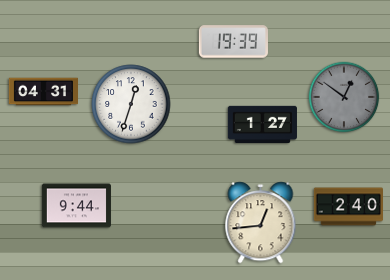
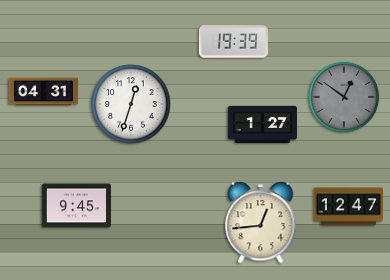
clock at (76, 206): 9:44 -> 9:45
clock at (348, 207): 2:40 -> 12:47
